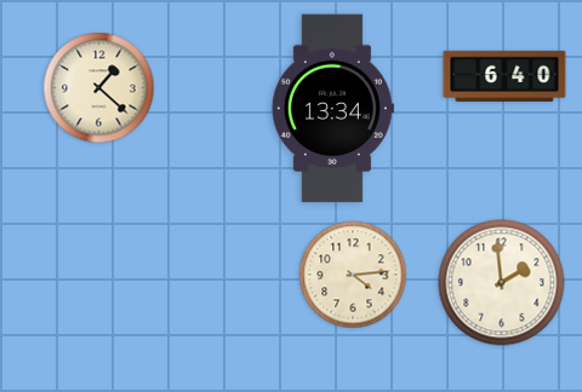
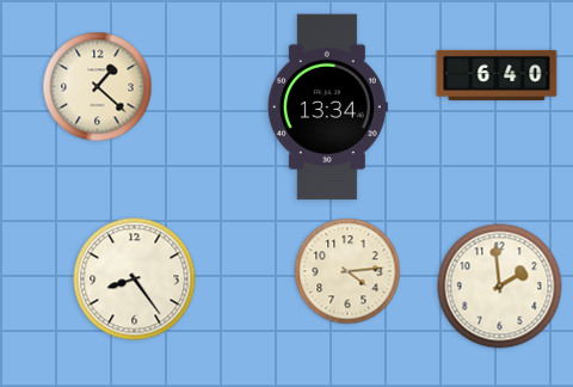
clock at (135, 279): none -> 8:24
clock at (502, 283) position: (502, 283) -> (500, 287)
